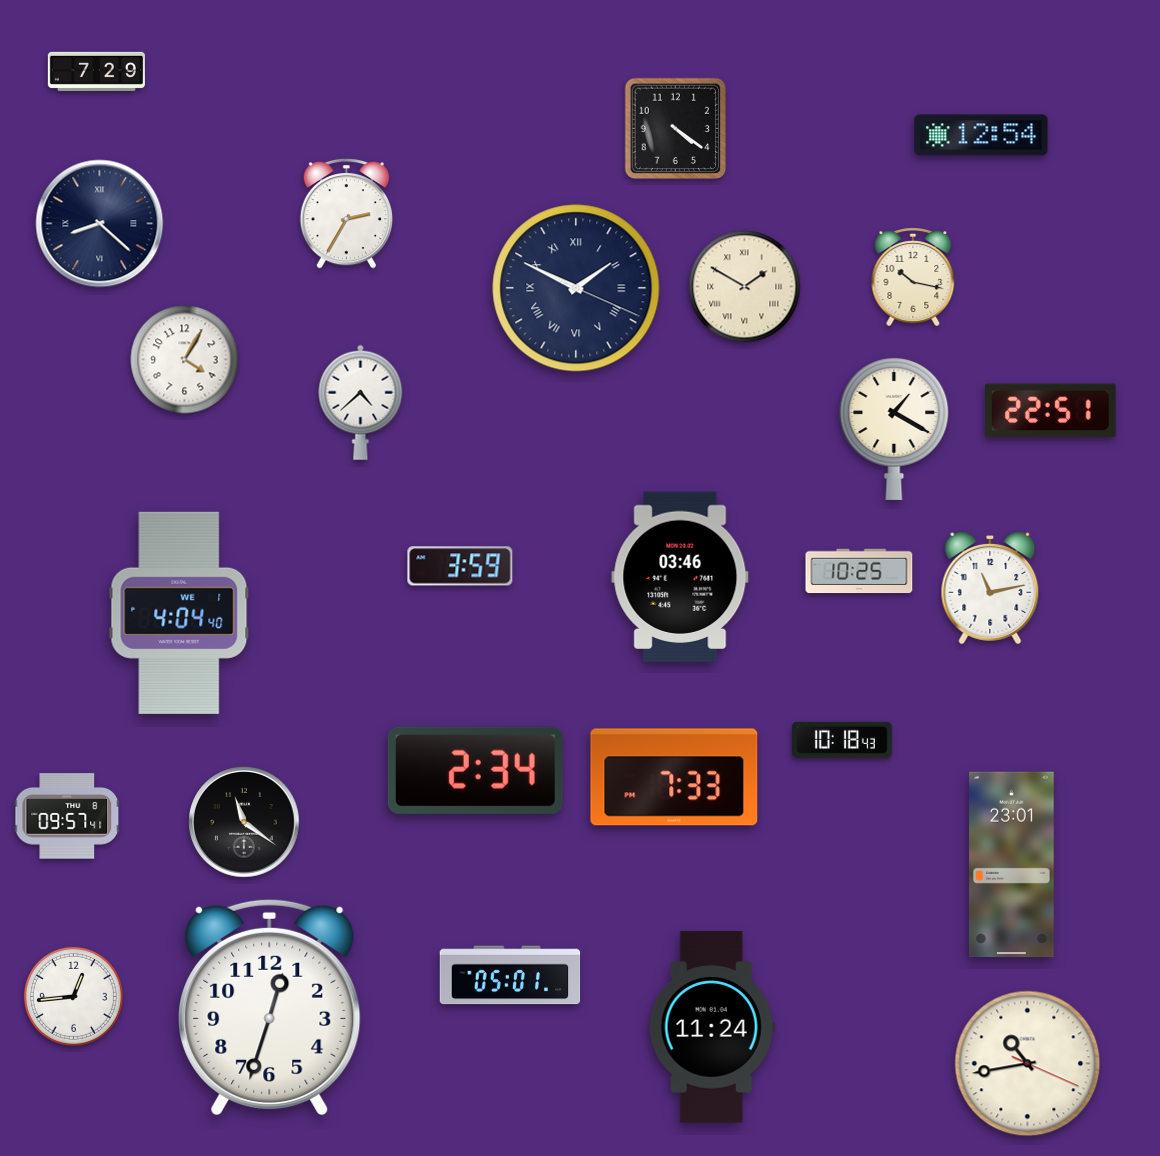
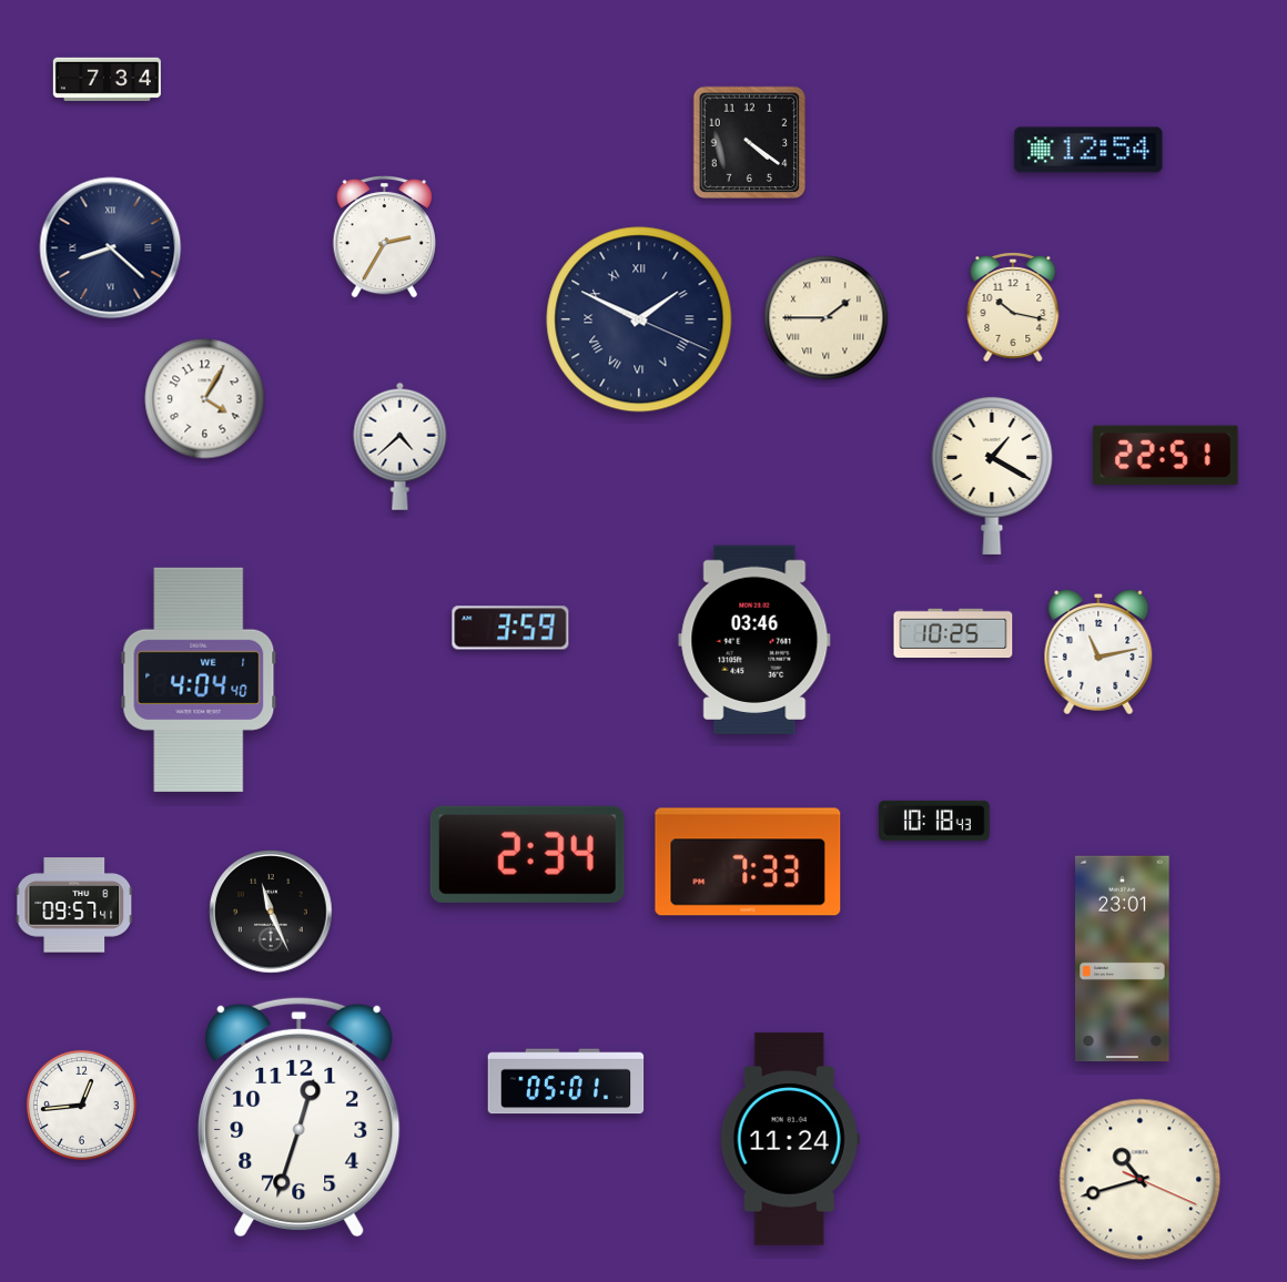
clock at (96, 71): 7:29 -> 7:34
clock at (745, 287): 1:50 -> 1:45
clock at (244, 822): 11:21 -> 11:26
clock at (1028, 1064): 10:43 -> 10:42
